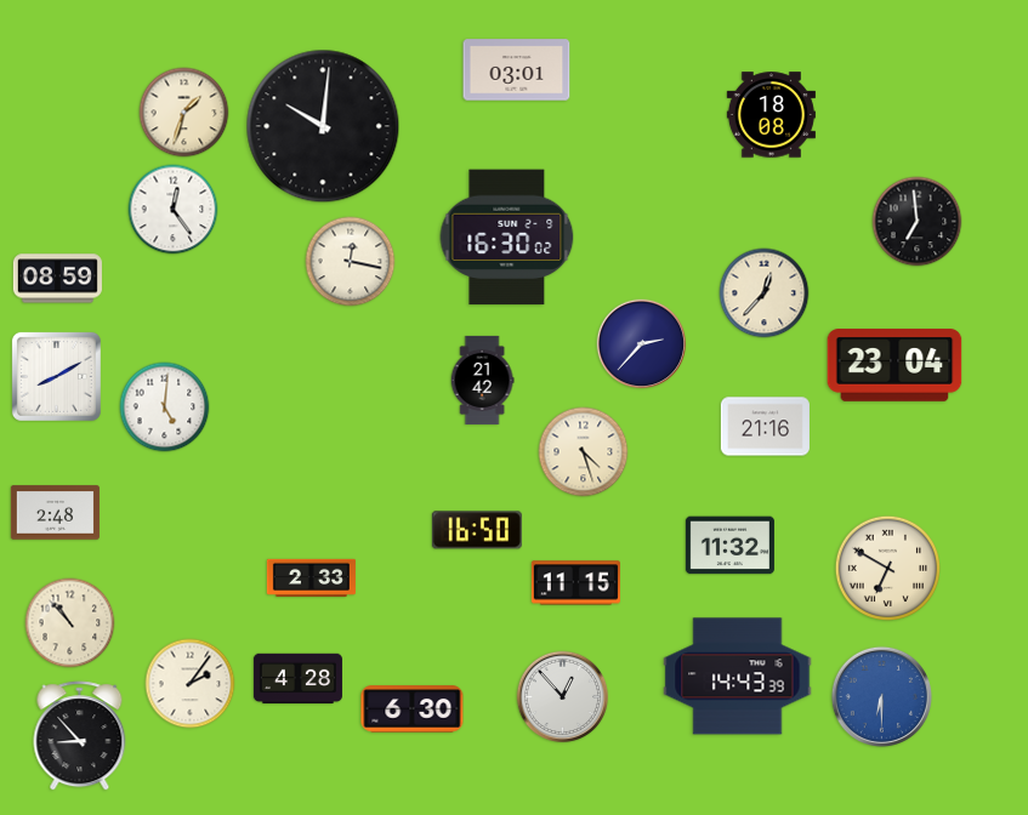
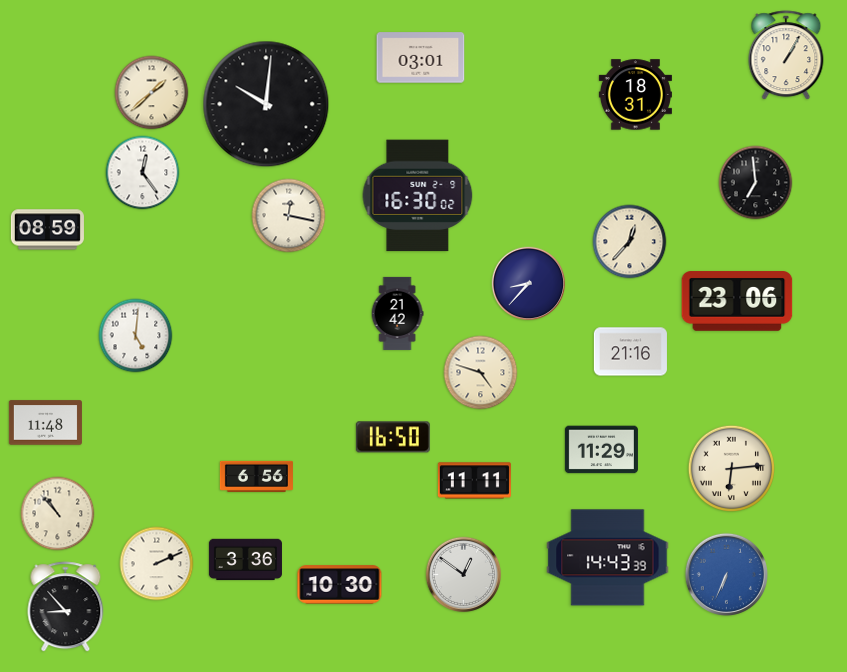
clock at (786, 56): none -> 1:05
clock at (517, 70) position: (517, 70) -> (421, 58)
clock at (184, 113): 1:33 -> 1:38
clock at (771, 115): 18:08 -> 18:31
clock at (642, 344): 2:37 -> 8:37
clock at (894, 365): 23:04 -> 23:06
clock at (56, 376): 8:10 -> none
clock at (584, 452): 4:27 -> 4:48
clock at (55, 513): 2:48 -> 11:48
clock at (729, 546): 11:32 -> 11:29
clock at (887, 568): 6:50 -> 6:14
clock at (311, 577): 2:33 -> 6:56
clock at (575, 583): 11:15 -> 11:11
clock at (297, 679): 4:28 -> 3:36
clock at (191, 684): 2:06 -> 2:11
clock at (881, 696): 6:30 -> 6:34
clock at (563, 697): 12:53 -> 12:51
clock at (413, 709): 6:30 -> 10:30
